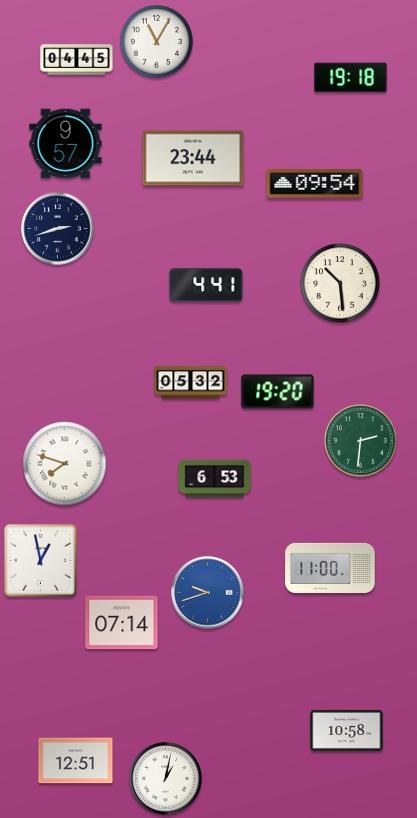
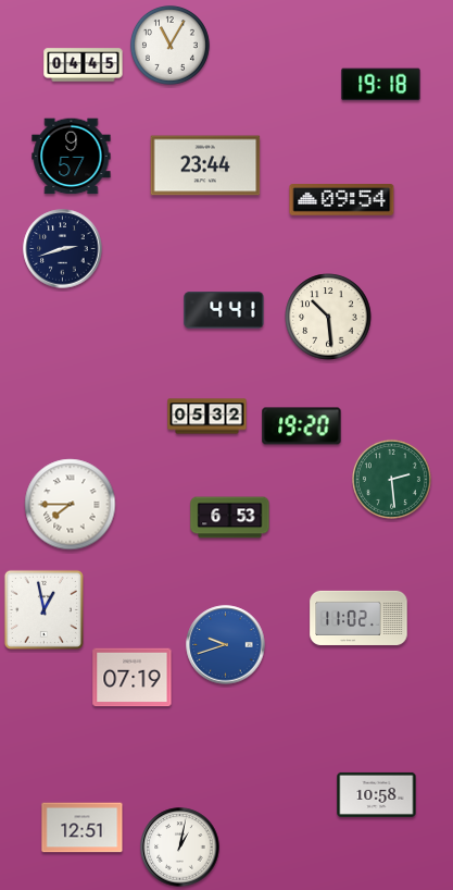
clock at (193, 158) position: (193, 158) -> (205, 165)
clock at (340, 283) position: (340, 283) -> (328, 317)
clock at (360, 440): 2:31 -> 2:29
clock at (65, 464): 7:48 -> 7:45
clock at (215, 479) position: (215, 479) -> (230, 518)
clock at (330, 568): 11:00 -> 11:02
clock at (122, 623): 07:14 -> 07:19
